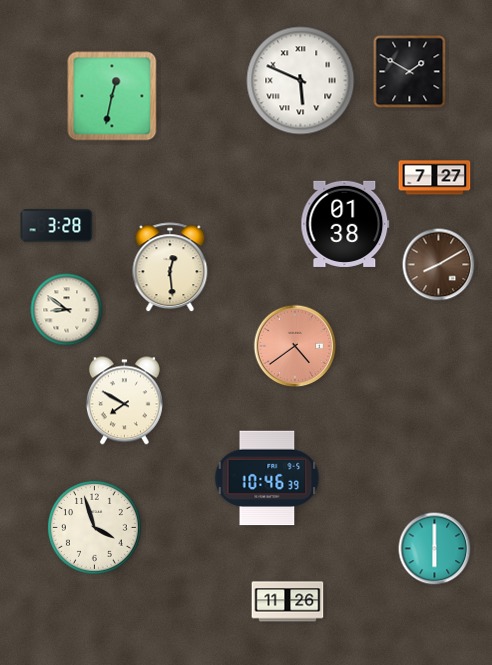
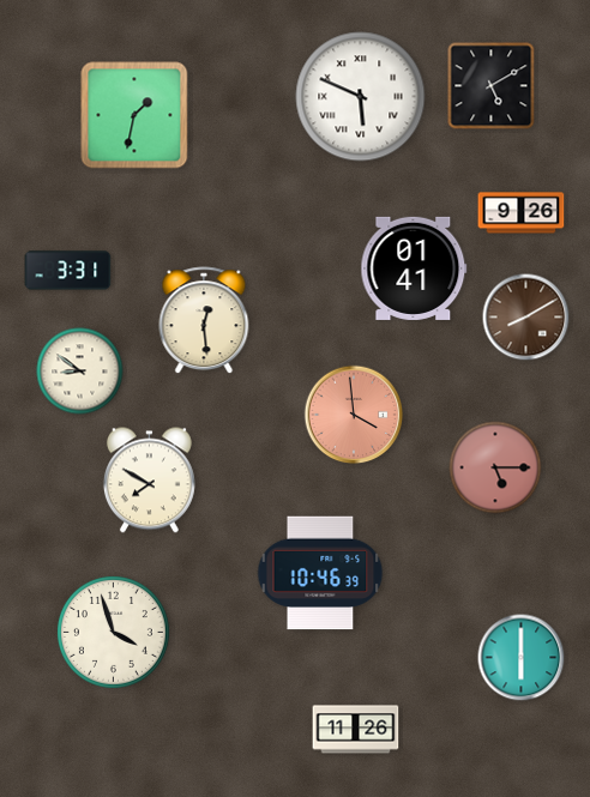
clock at (410, 72): 1:50 -> 5:10
clock at (112, 96): 12:32 -> 1:32
clock at (435, 178): 7:27 -> 9:26
clock at (345, 224): 01:38 -> 01:41
clock at (57, 226): 3:28 -> 3:31
clock at (295, 346): 4:39 -> 3:59
clock at (495, 467): none -> 5:15
clock at (288, 602) position: (288, 602) -> (356, 730)
